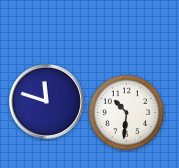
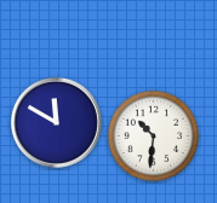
clock at (46, 101): 11:48 -> 11:50
